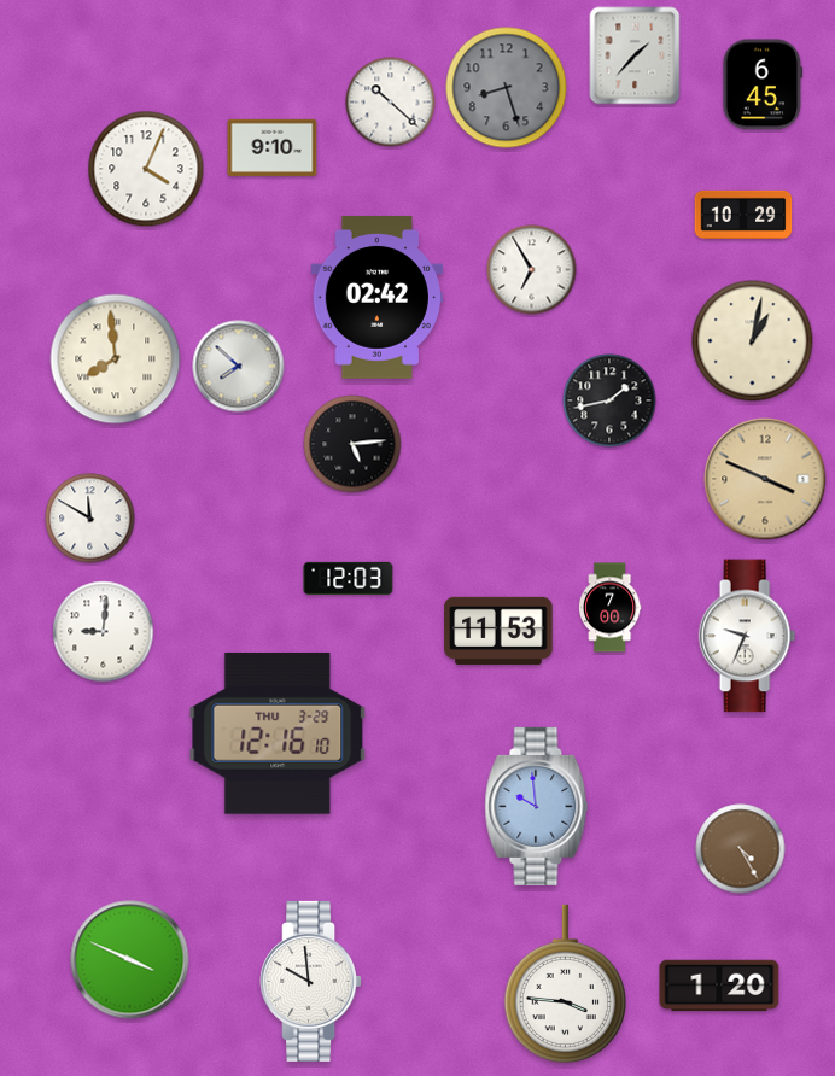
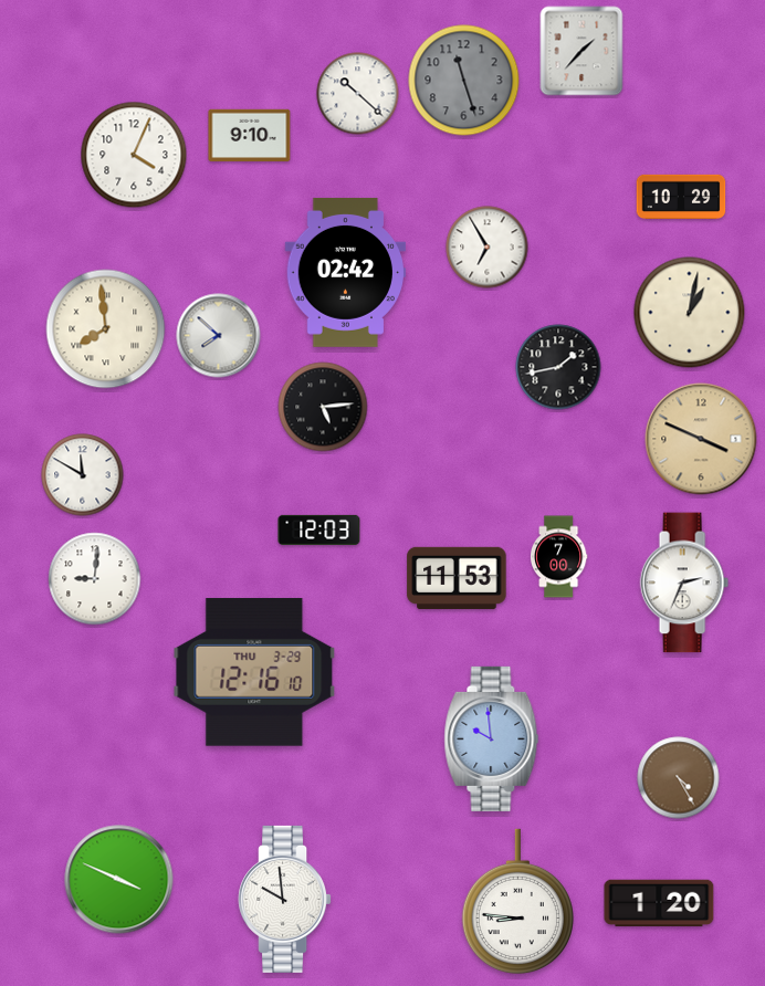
clock at (763, 84): 6:45 -> none
clock at (507, 88): 8:27 -> 11:27
clock at (747, 636): 9:34 -> 2:34
clock at (565, 984): 3:46 -> 8:46
